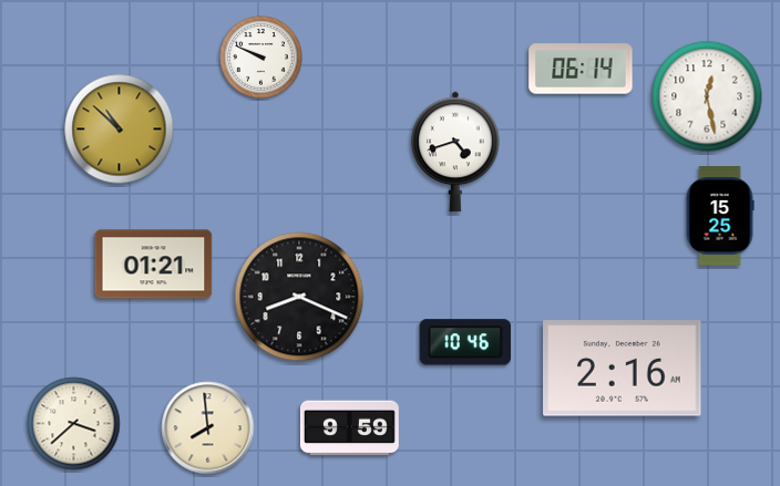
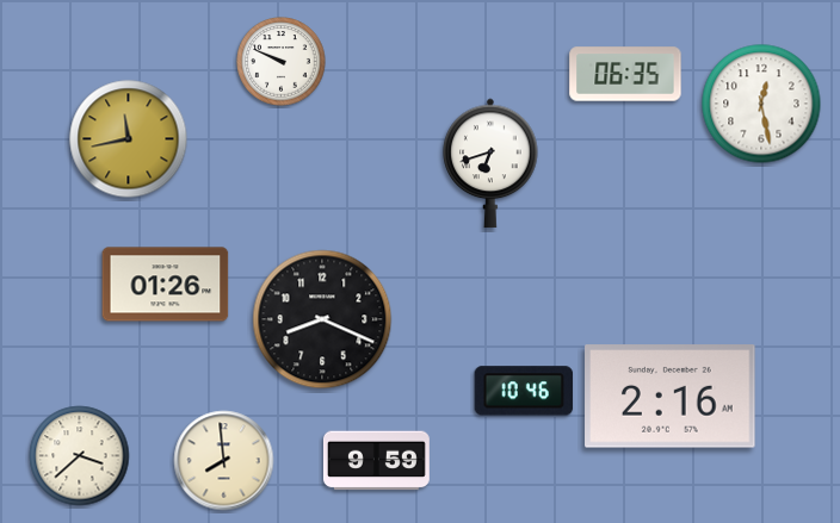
clock at (581, 69): 06:14 -> 06:35
clock at (120, 130): 10:52 -> 11:43
clock at (455, 152): 4:42 -> 6:42
clock at (720, 216): 15:25 -> none
clock at (154, 265): 01:21 -> 01:26
clock at (465, 342) position: (465, 342) -> (524, 391)
